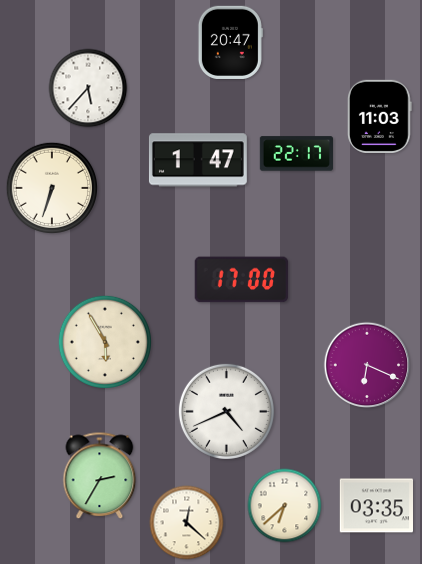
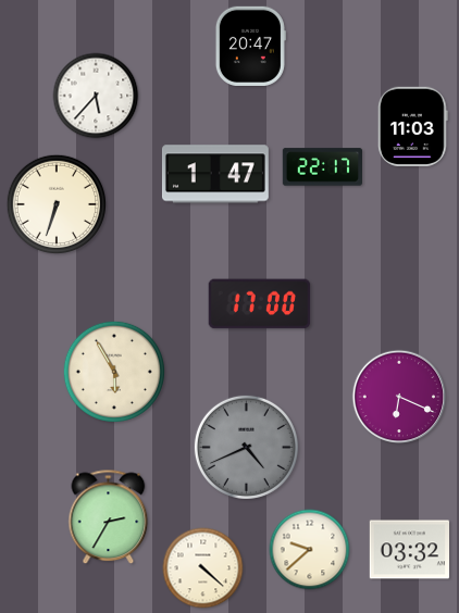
clock at (242, 280) position: (242, 280) -> (260, 304)
clock at (226, 411) dial: white -> grey
clock at (285, 506): 6:38 -> 9:38
clock at (376, 506): 03:35 -> 03:32
clock at (187, 523): 12:22 -> 4:22
